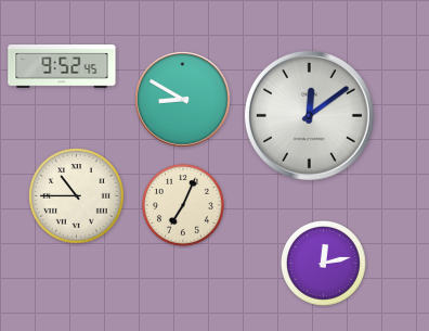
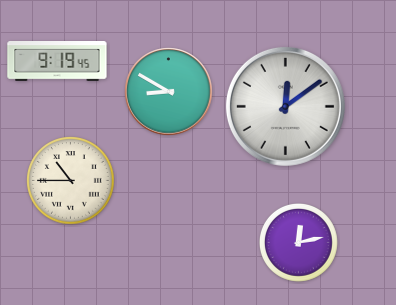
clock at (62, 66): 9:52 -> 9:19
clock at (183, 205): 7:04 -> none
